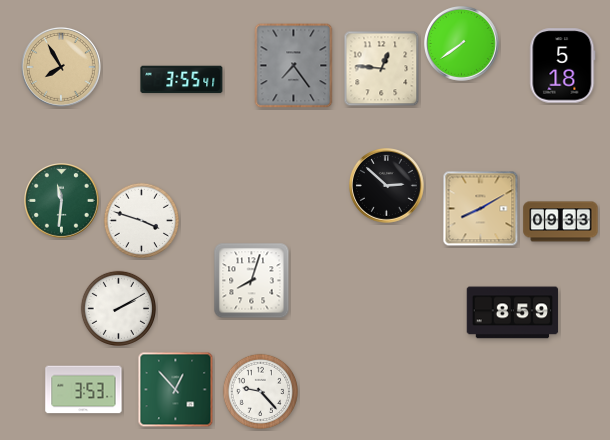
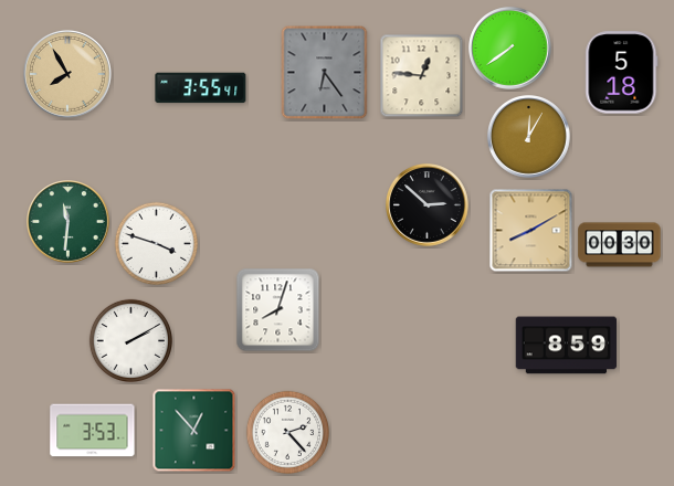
clock at (294, 66): 7:24 -> 6:24
clock at (529, 137): none -> 12:05
clock at (561, 222): 09:33 -> 00:30
clock at (260, 391): 9:23 -> 2:23
